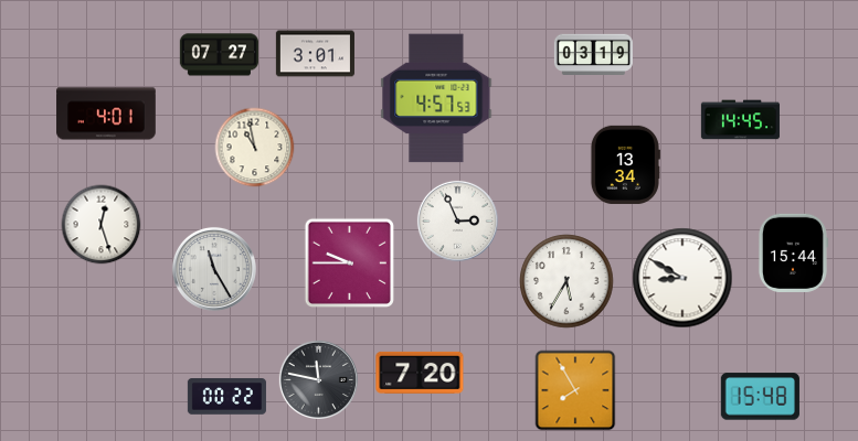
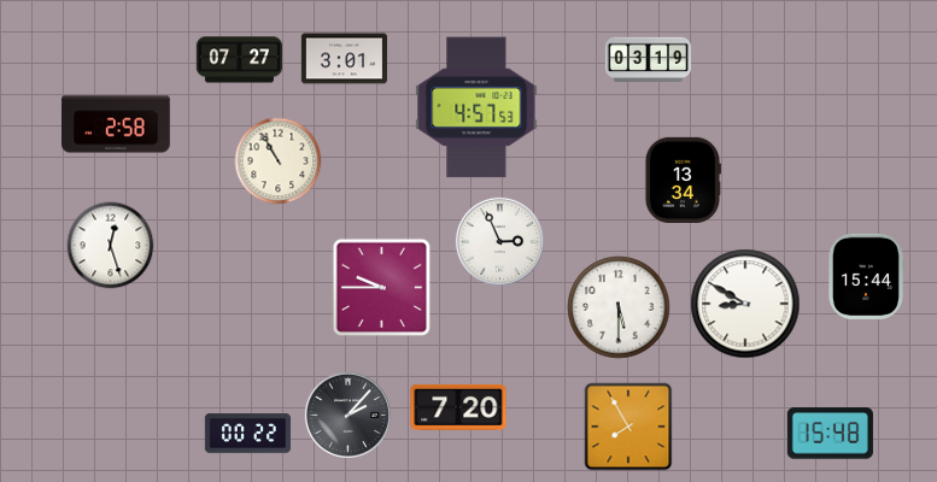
clock at (106, 114): 4:01 -> 2:58
clock at (740, 120): 14:45 -> none
clock at (255, 148): 10:58 -> 10:55
clock at (214, 269): 11:25 -> none
clock at (566, 281): 5:35 -> 5:30
clock at (318, 379): 11:47 -> 2:07
